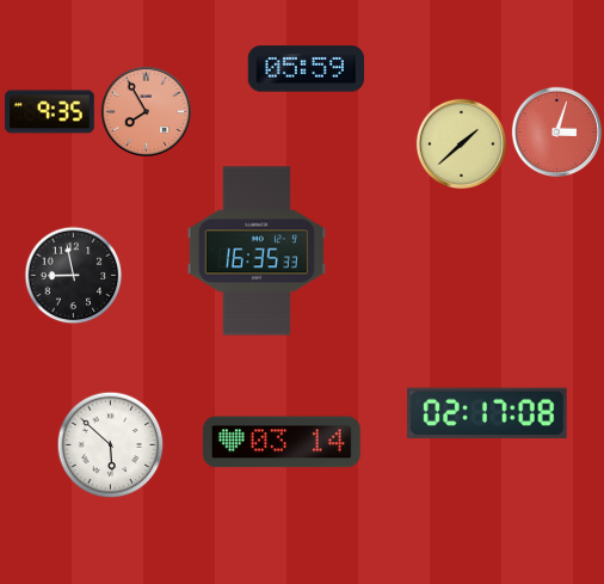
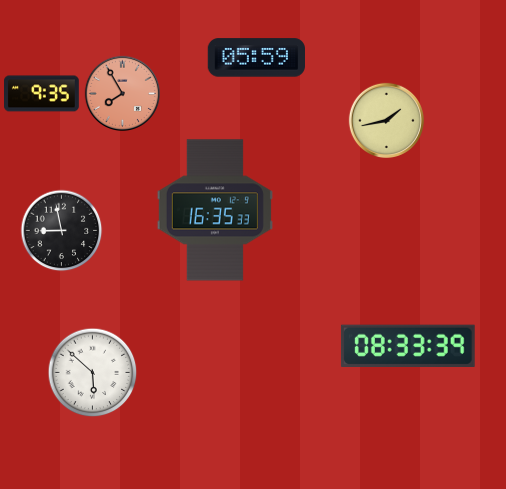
clock at (556, 131): 3:03 -> none
clock at (461, 143): 1:38 -> 1:43
clock at (487, 412): 02:17 -> 08:33
clock at (282, 442): 03:14 -> none
